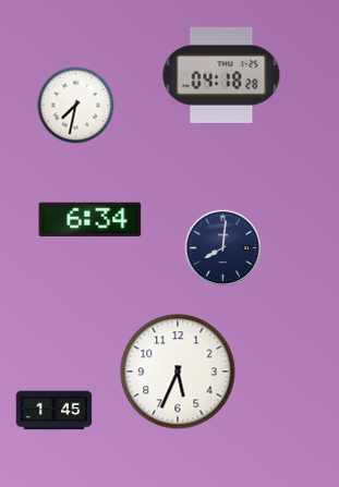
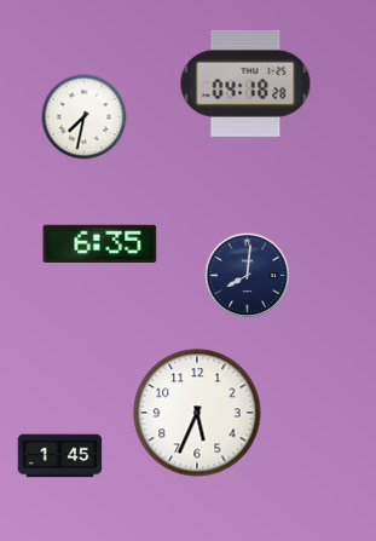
clock at (90, 219): 6:34 -> 6:35
